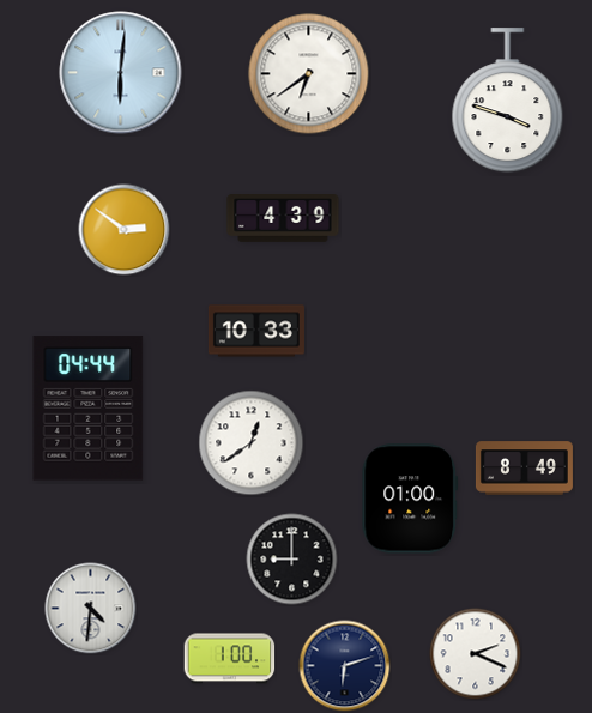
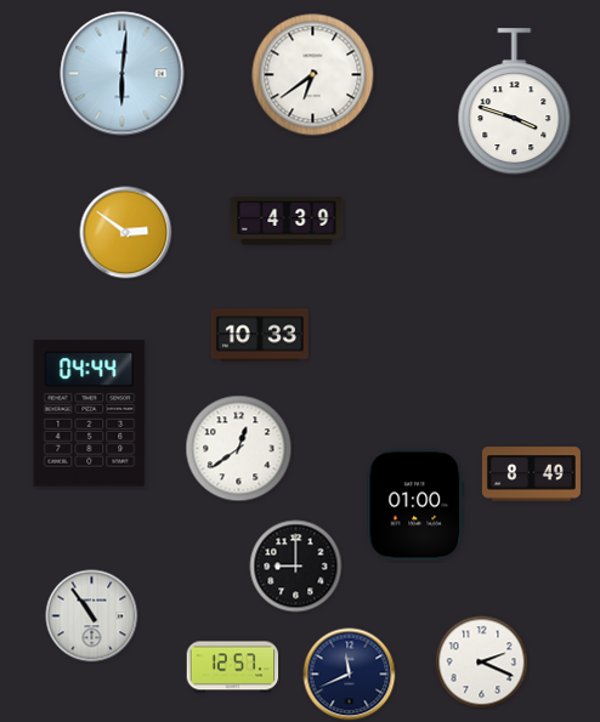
clock at (252, 443) position: (252, 443) -> (239, 449)
clock at (91, 609): 4:31 -> 10:54
clock at (230, 659): 1:00 -> 12:57
clock at (345, 666): 6:12 -> 11:41
